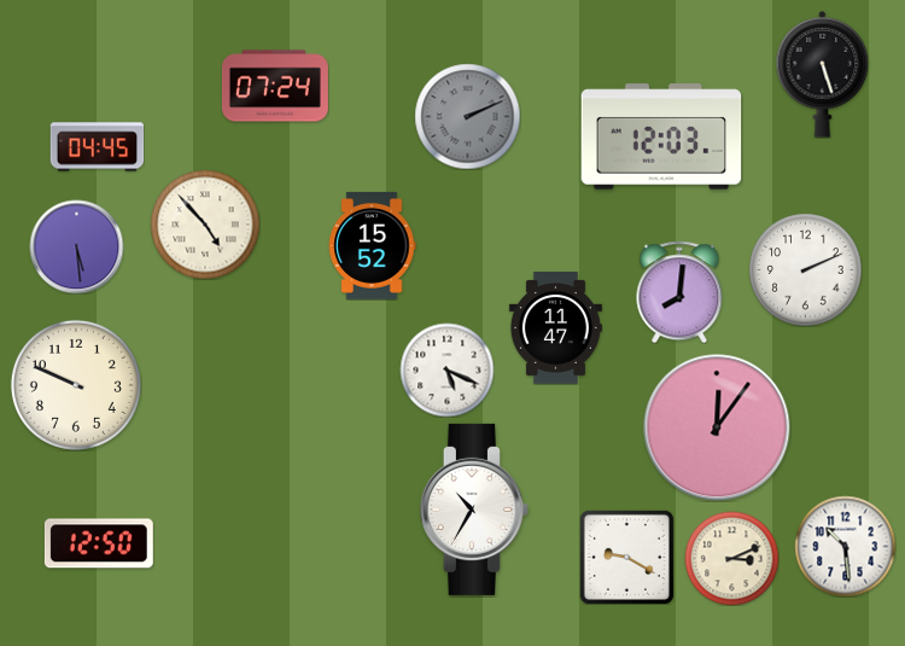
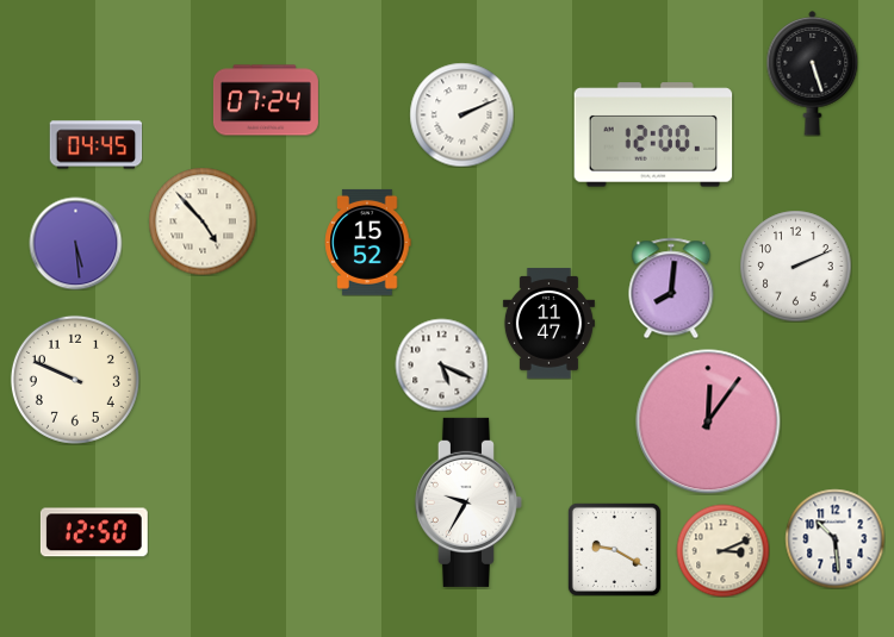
clock at (275, 86) position: (275, 86) -> (266, 100)
clock at (467, 116) dial: grey -> white
clock at (661, 136): 12:03 -> 12:00
clock at (474, 510): 10:35 -> 9:35
clock at (99, 543) position: (99, 543) -> (94, 532)
clock at (626, 557) position: (626, 557) -> (614, 549)
